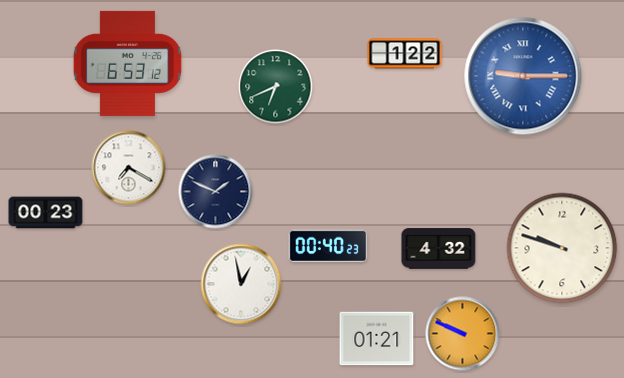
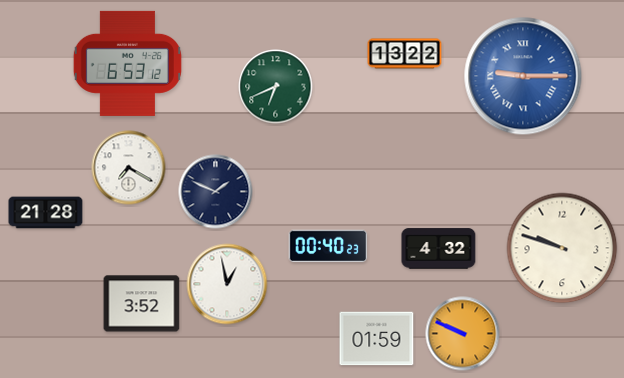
clock at (405, 54): 1:22 -> 13:22
clock at (46, 213): 00:23 -> 21:28
clock at (241, 284) position: (241, 284) -> (227, 284)
clock at (142, 304): none -> 3:52
clock at (377, 339): 01:21 -> 01:59
